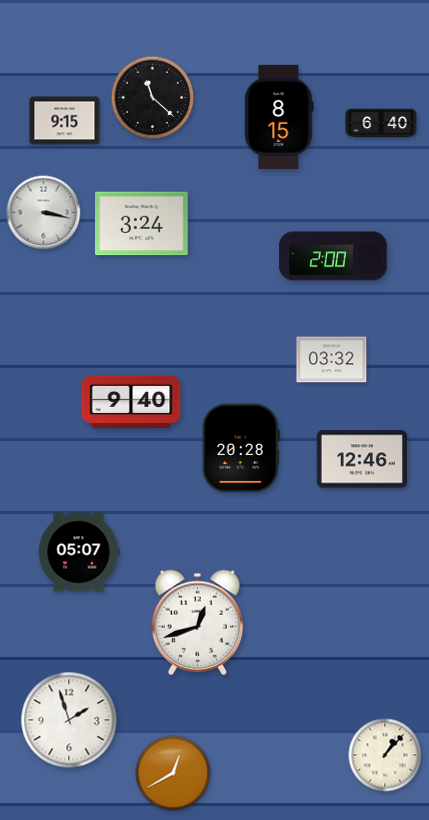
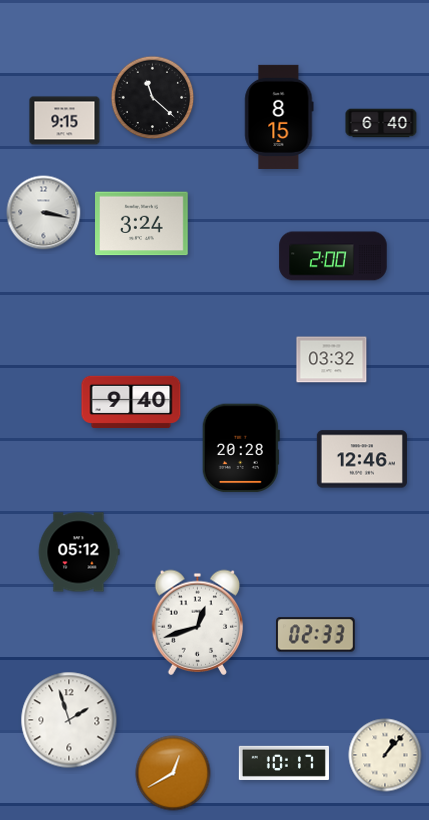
clock at (79, 552): 05:07 -> 05:12
clock at (316, 635): none -> 02:33
clock at (284, 763): none -> 10:17
